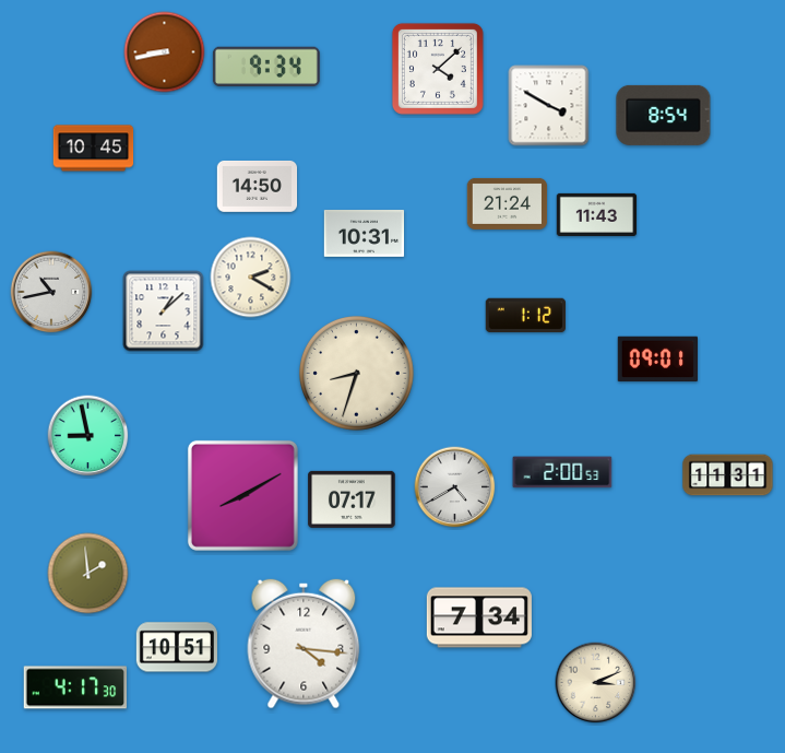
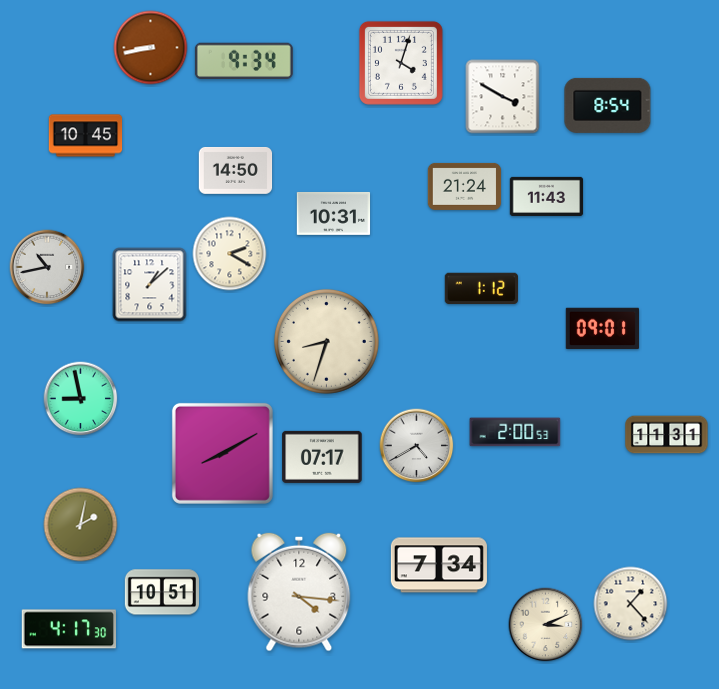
clock at (438, 69): 4:08 -> 4:03
clock at (88, 574): 1:59 -> 2:02
clock at (304, 644) position: (304, 644) -> (299, 592)
clock at (631, 604): none -> 1:23
